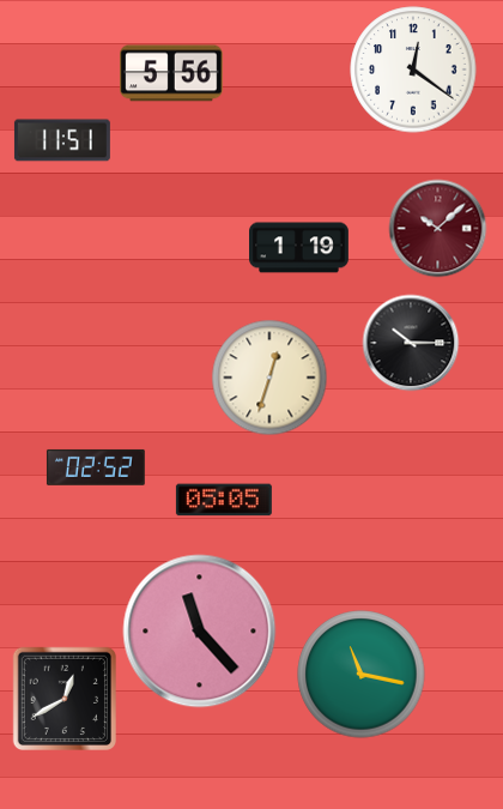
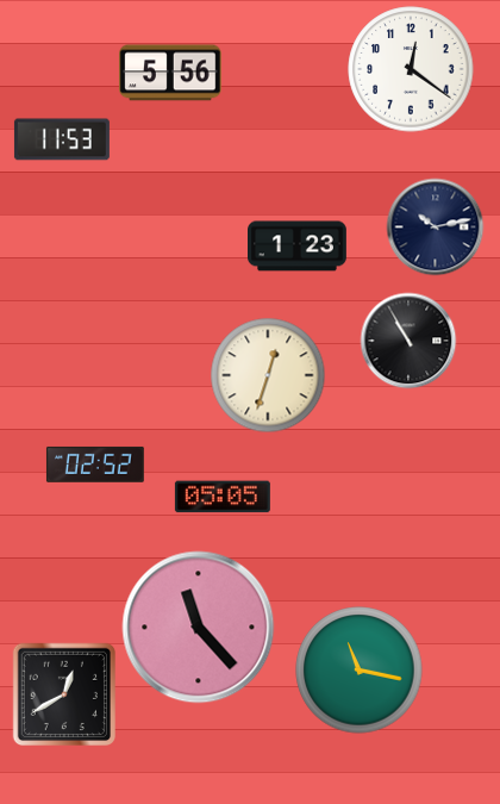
clock at (62, 140): 11:51 -> 11:53
clock at (437, 228): 10:08 -> 10:13
clock at (437, 228) dial: burgundy -> navy
clock at (299, 248): 1:19 -> 1:23
clock at (411, 343): 10:15 -> 10:55
